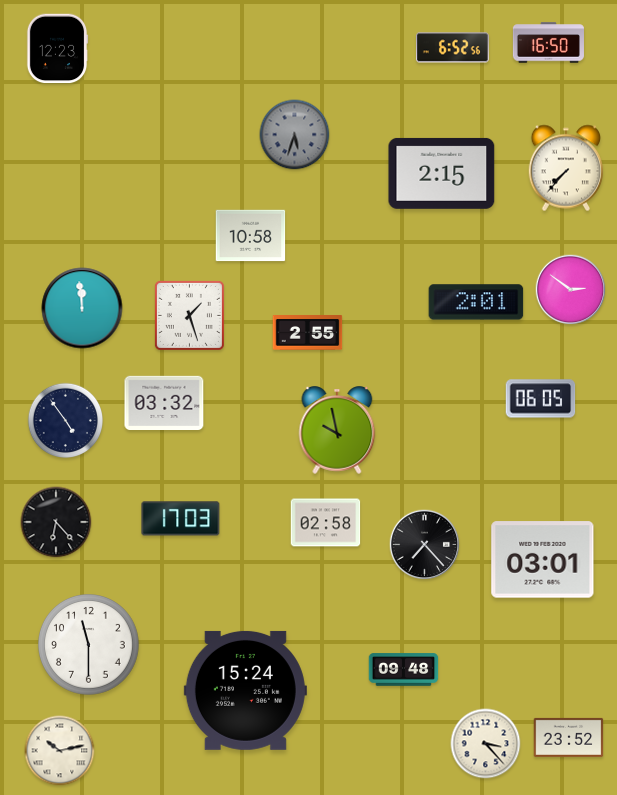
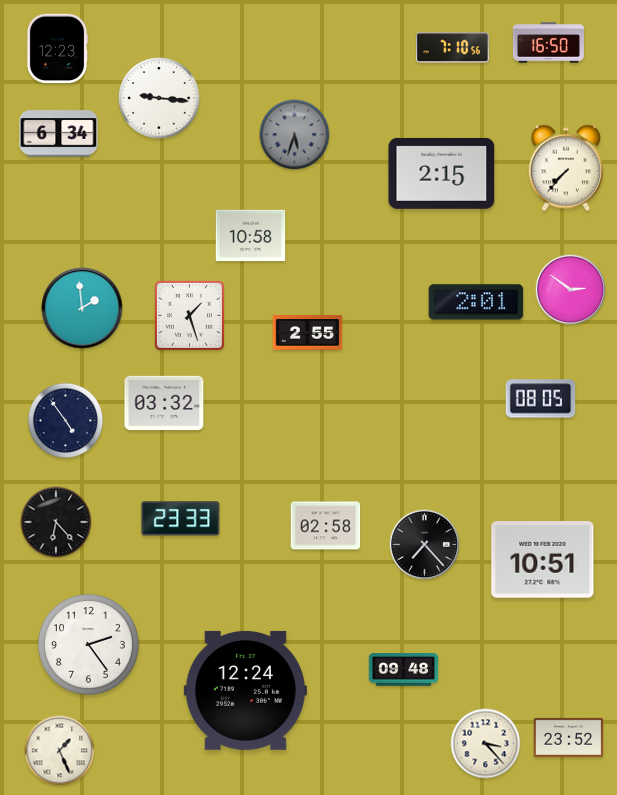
clock at (453, 48): 6:52 -> 7:10
clock at (159, 98): none -> 9:16
clock at (59, 134): none -> 6:34
clock at (82, 308): 11:59 -> 1:59
clock at (541, 399): 06:05 -> 08:05
clock at (337, 430): 9:58 -> none
clock at (181, 519): 17:03 -> 23:33
clock at (326, 523) position: (326, 523) -> (326, 526)
clock at (543, 560): 03:01 -> 10:51
clock at (89, 645): 11:30 -> 2:24
clock at (245, 690): 15:24 -> 12:24
clock at (60, 751): 10:13 -> 1:26
